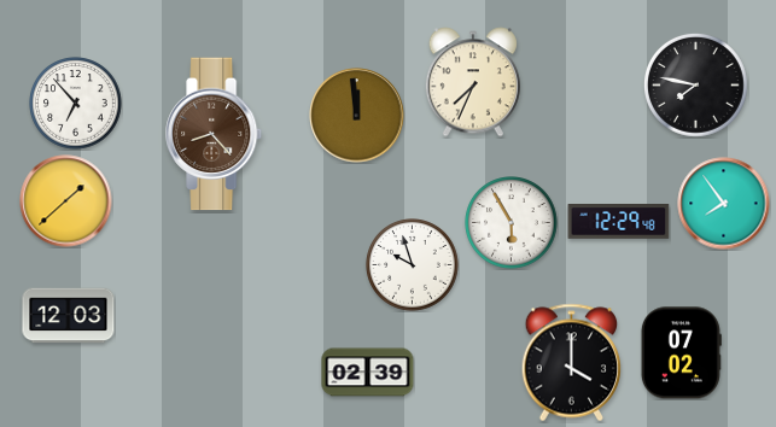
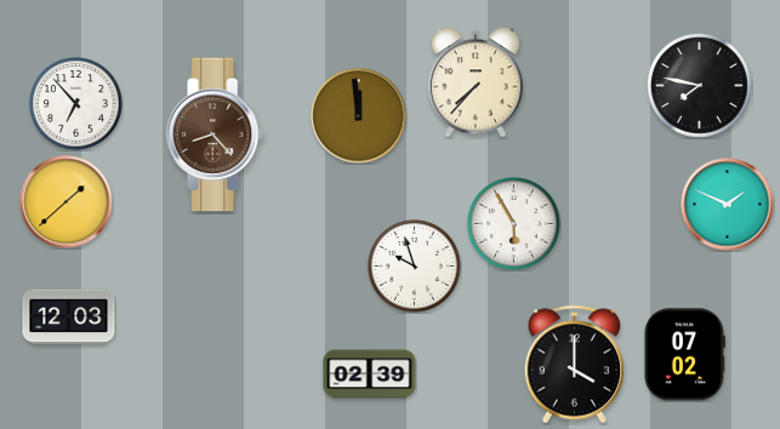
clock at (473, 82): 7:34 -> 7:37
clock at (724, 204): 7:54 -> 1:49
clock at (619, 222): 12:29 -> none
